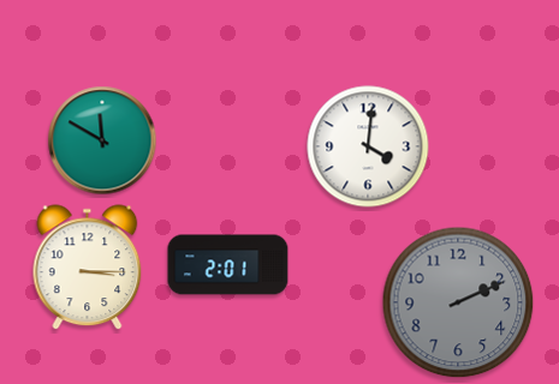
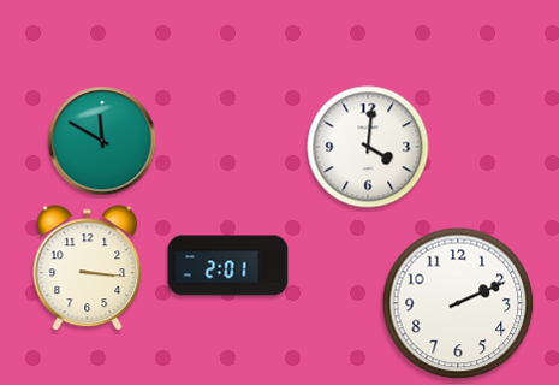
clock at (88, 268): 3:15 -> 3:16
clock at (458, 302) dial: grey -> white
